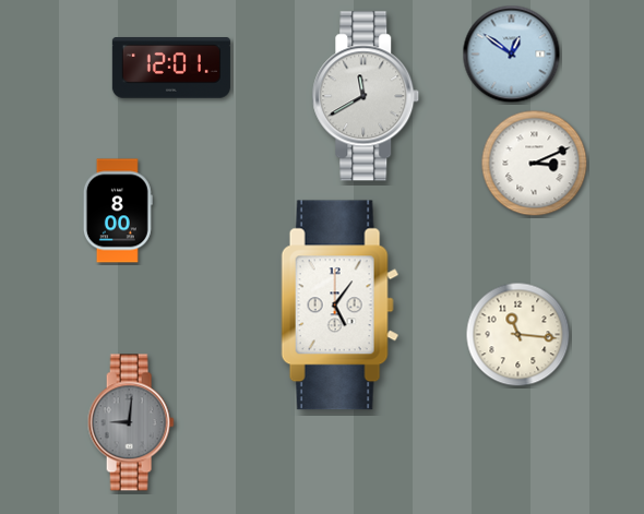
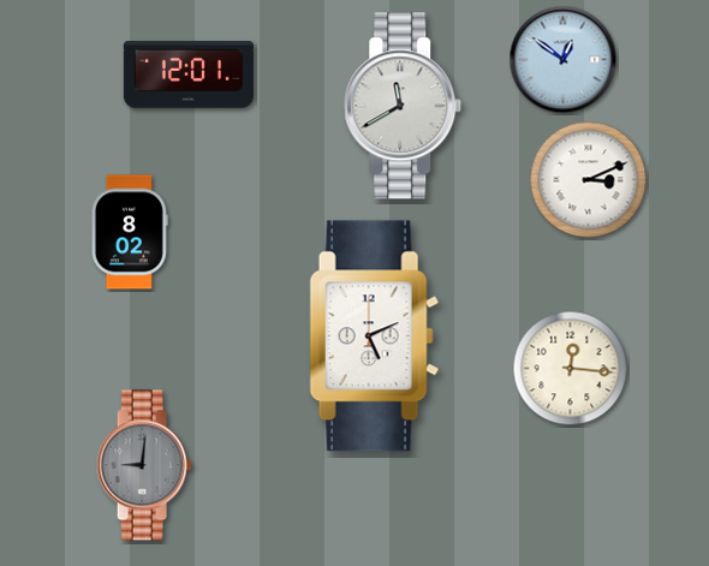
clock at (118, 211): 8:00 -> 8:02
clock at (341, 306): 5:06 -> 5:11
clock at (518, 335): 11:16 -> 12:16
